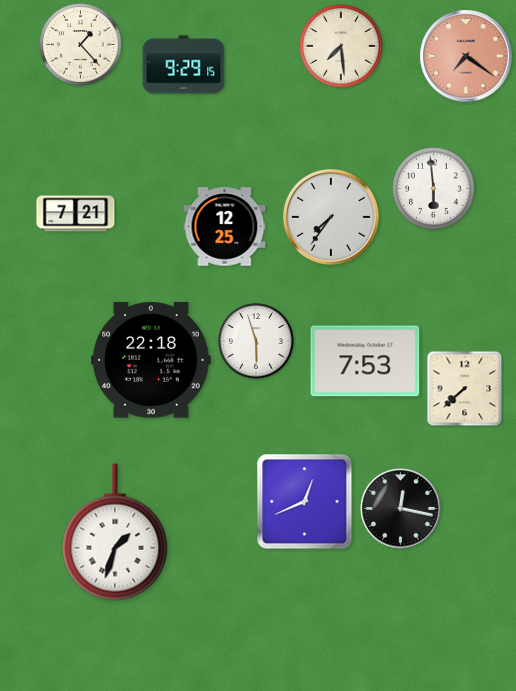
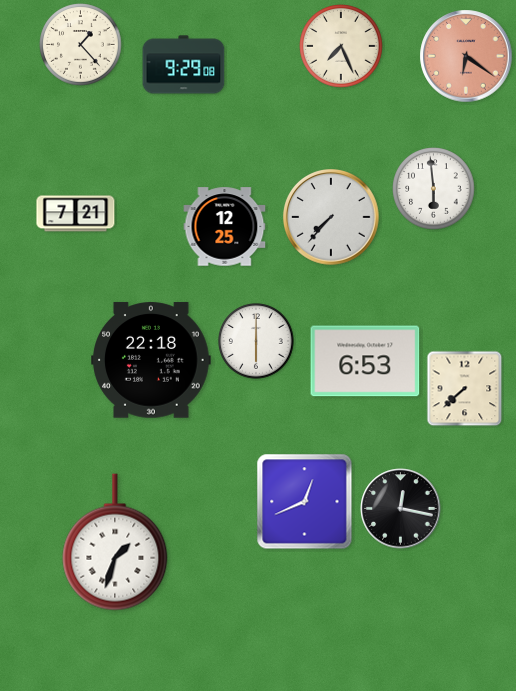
clock at (341, 46): 7:29 -> 7:26
clock at (466, 56): 7:21 -> 6:21
clock at (184, 65): 9:29:15 -> 9:29:08
clock at (331, 217): 7:36 -> 7:37
clock at (257, 342): 5:57 -> 6:00
clock at (365, 361): 7:53 -> 6:53
clock at (115, 532) position: (115, 532) -> (115, 542)
